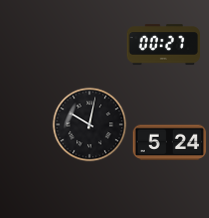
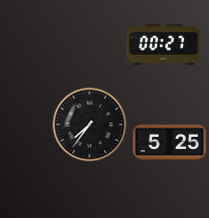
clock at (90, 125): 10:02 -> 7:36
clock at (169, 143): 5:24 -> 5:25
